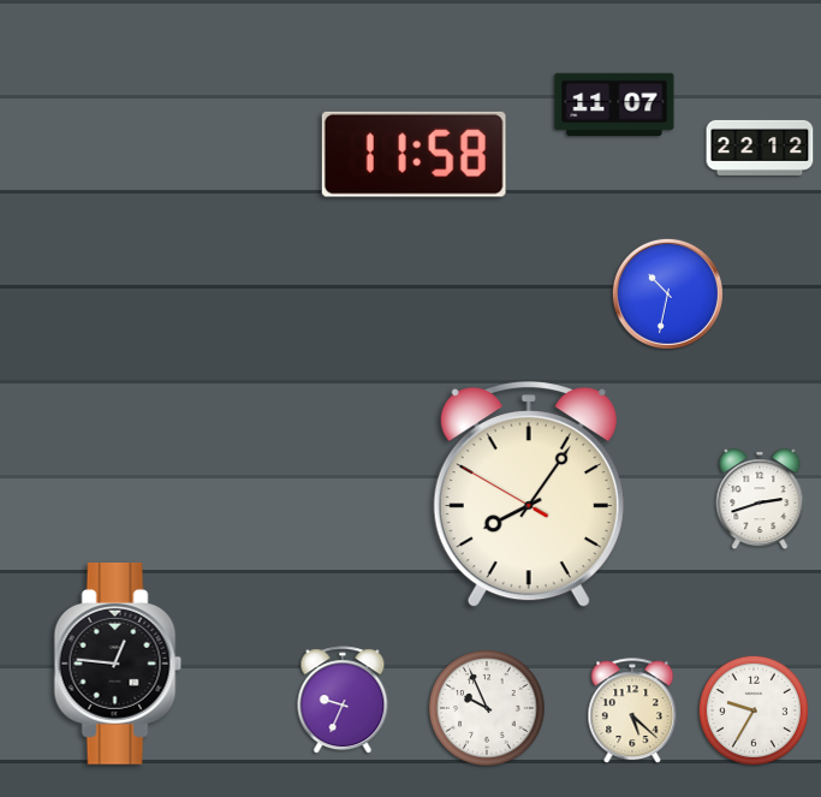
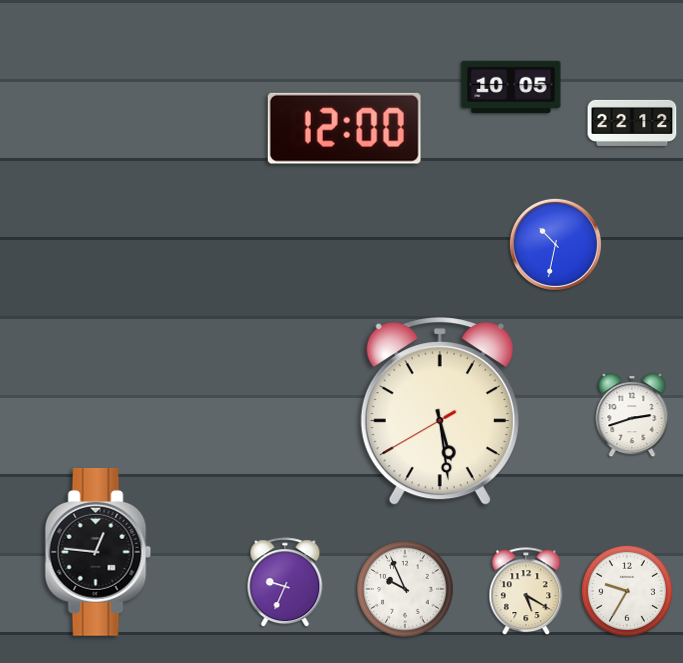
clock at (614, 105): 11:07 -> 10:05
clock at (414, 154): 11:58 -> 12:00
clock at (529, 495): 8:05 -> 5:28
clock at (632, 712): 5:22 -> 5:20
